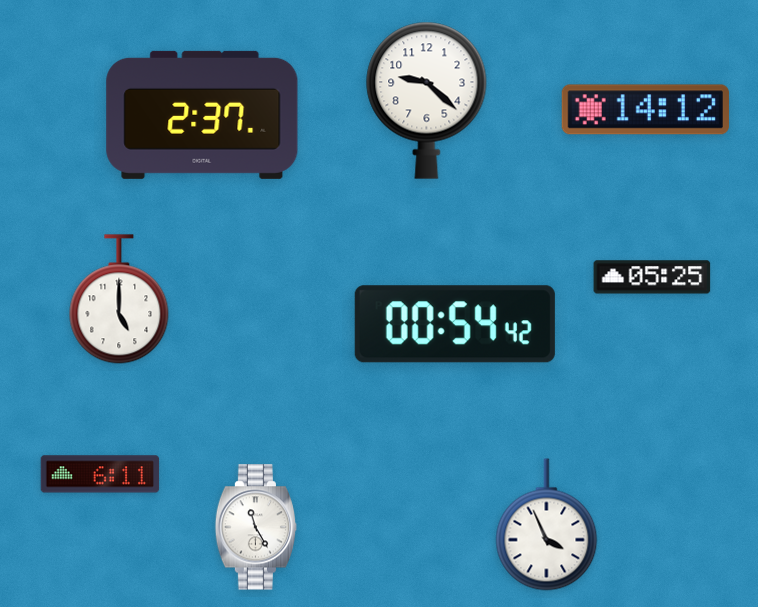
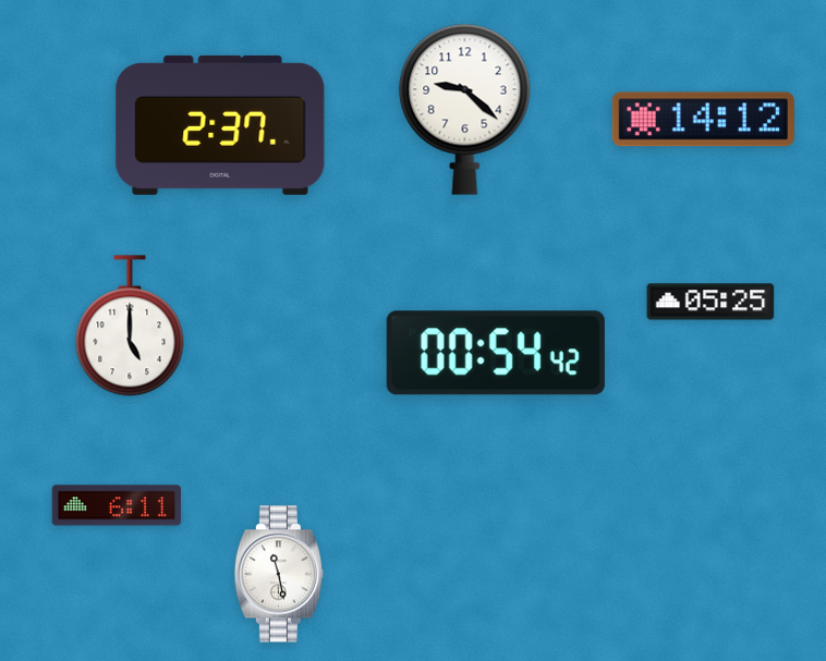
clock at (100, 474) position: (100, 474) -> (117, 505)
clock at (547, 525): 3:56 -> none
clock at (256, 527): 11:25 -> 11:28
